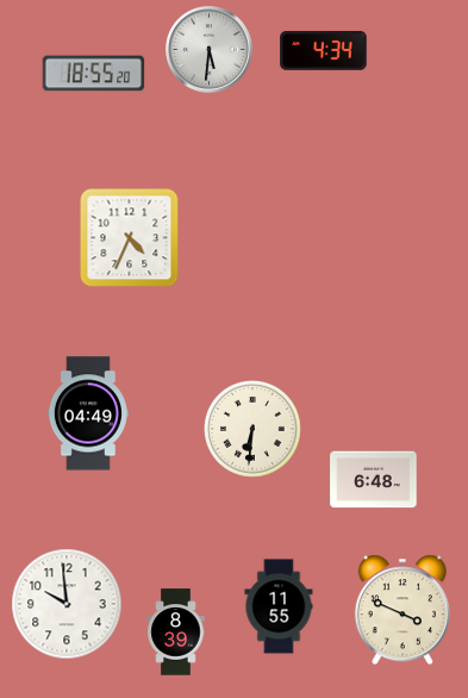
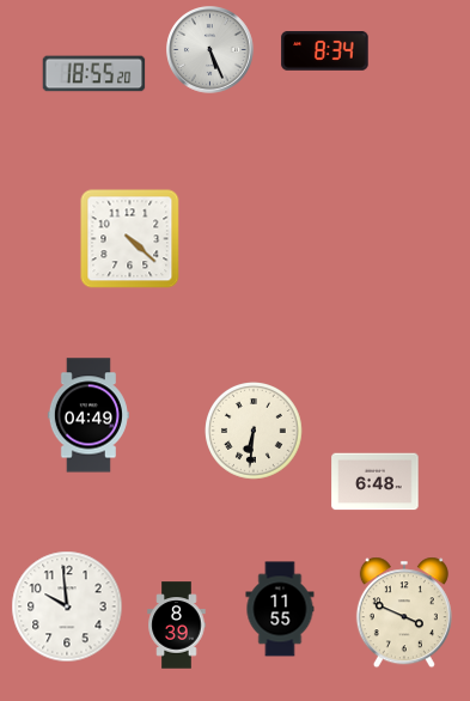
clock at (210, 50): 5:31 -> 5:26
clock at (324, 51): 4:34 -> 8:34
clock at (130, 238): 4:34 -> 4:22
clock at (176, 632) position: (176, 632) -> (177, 626)
